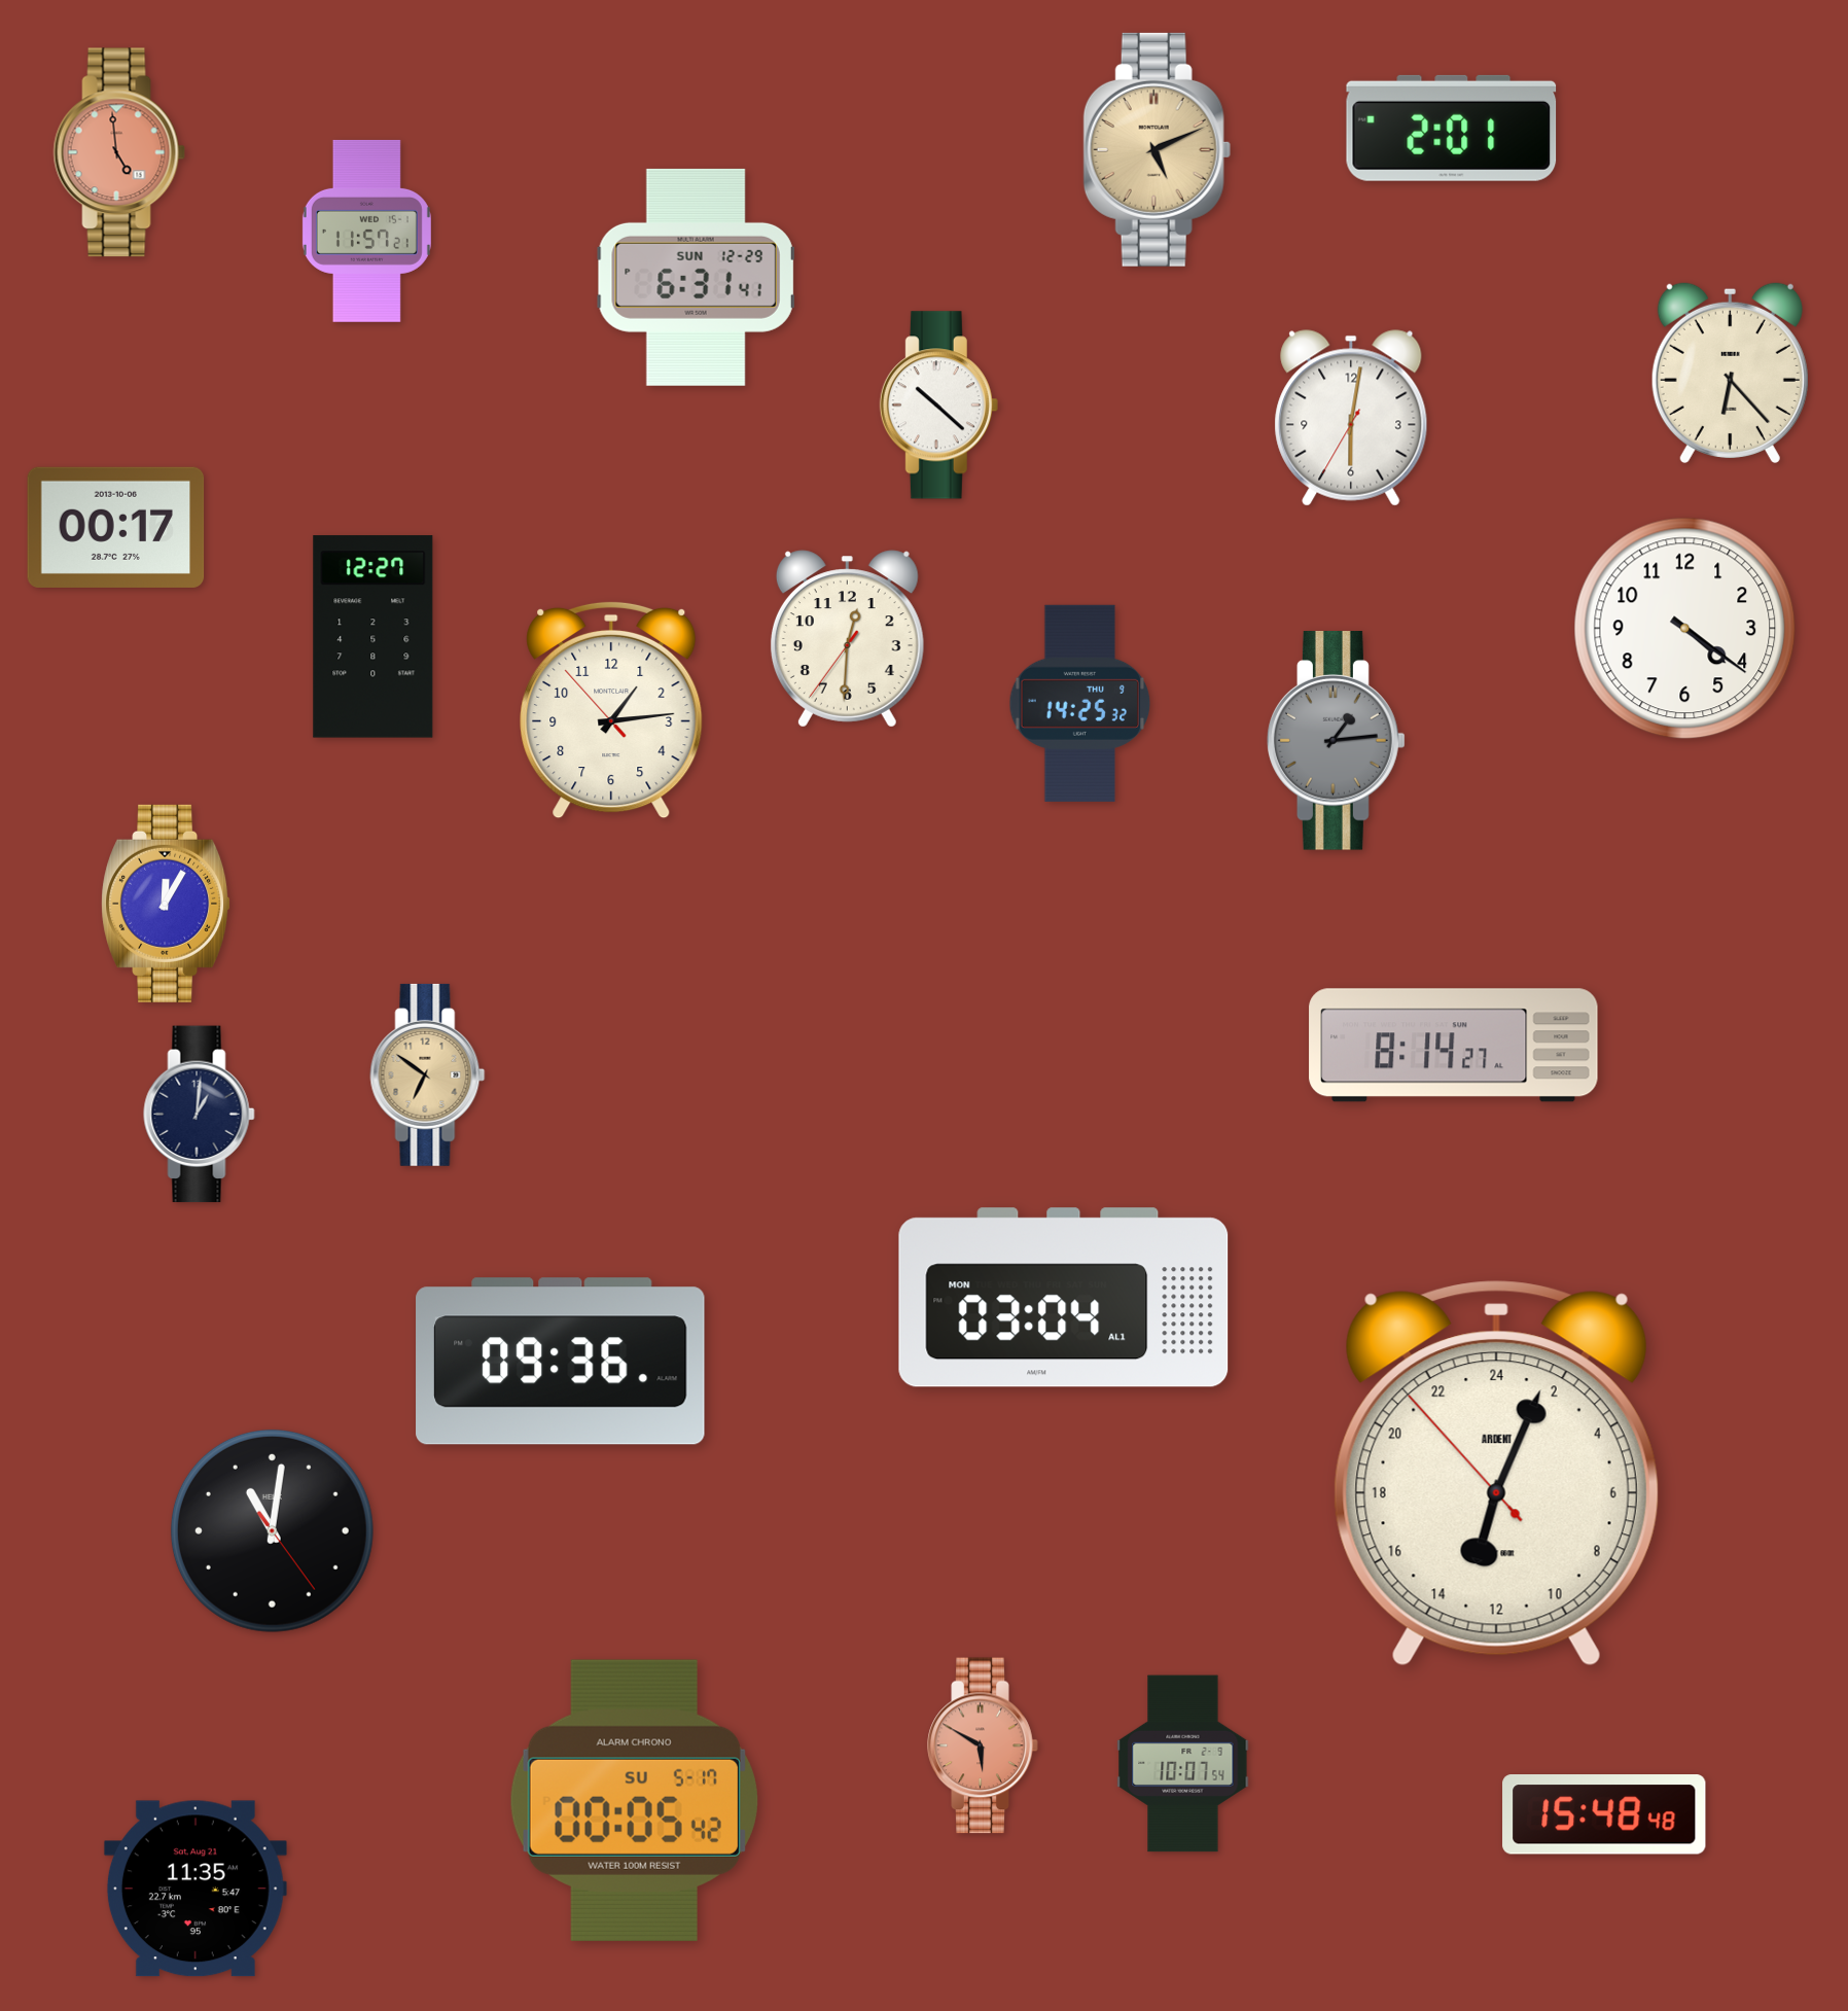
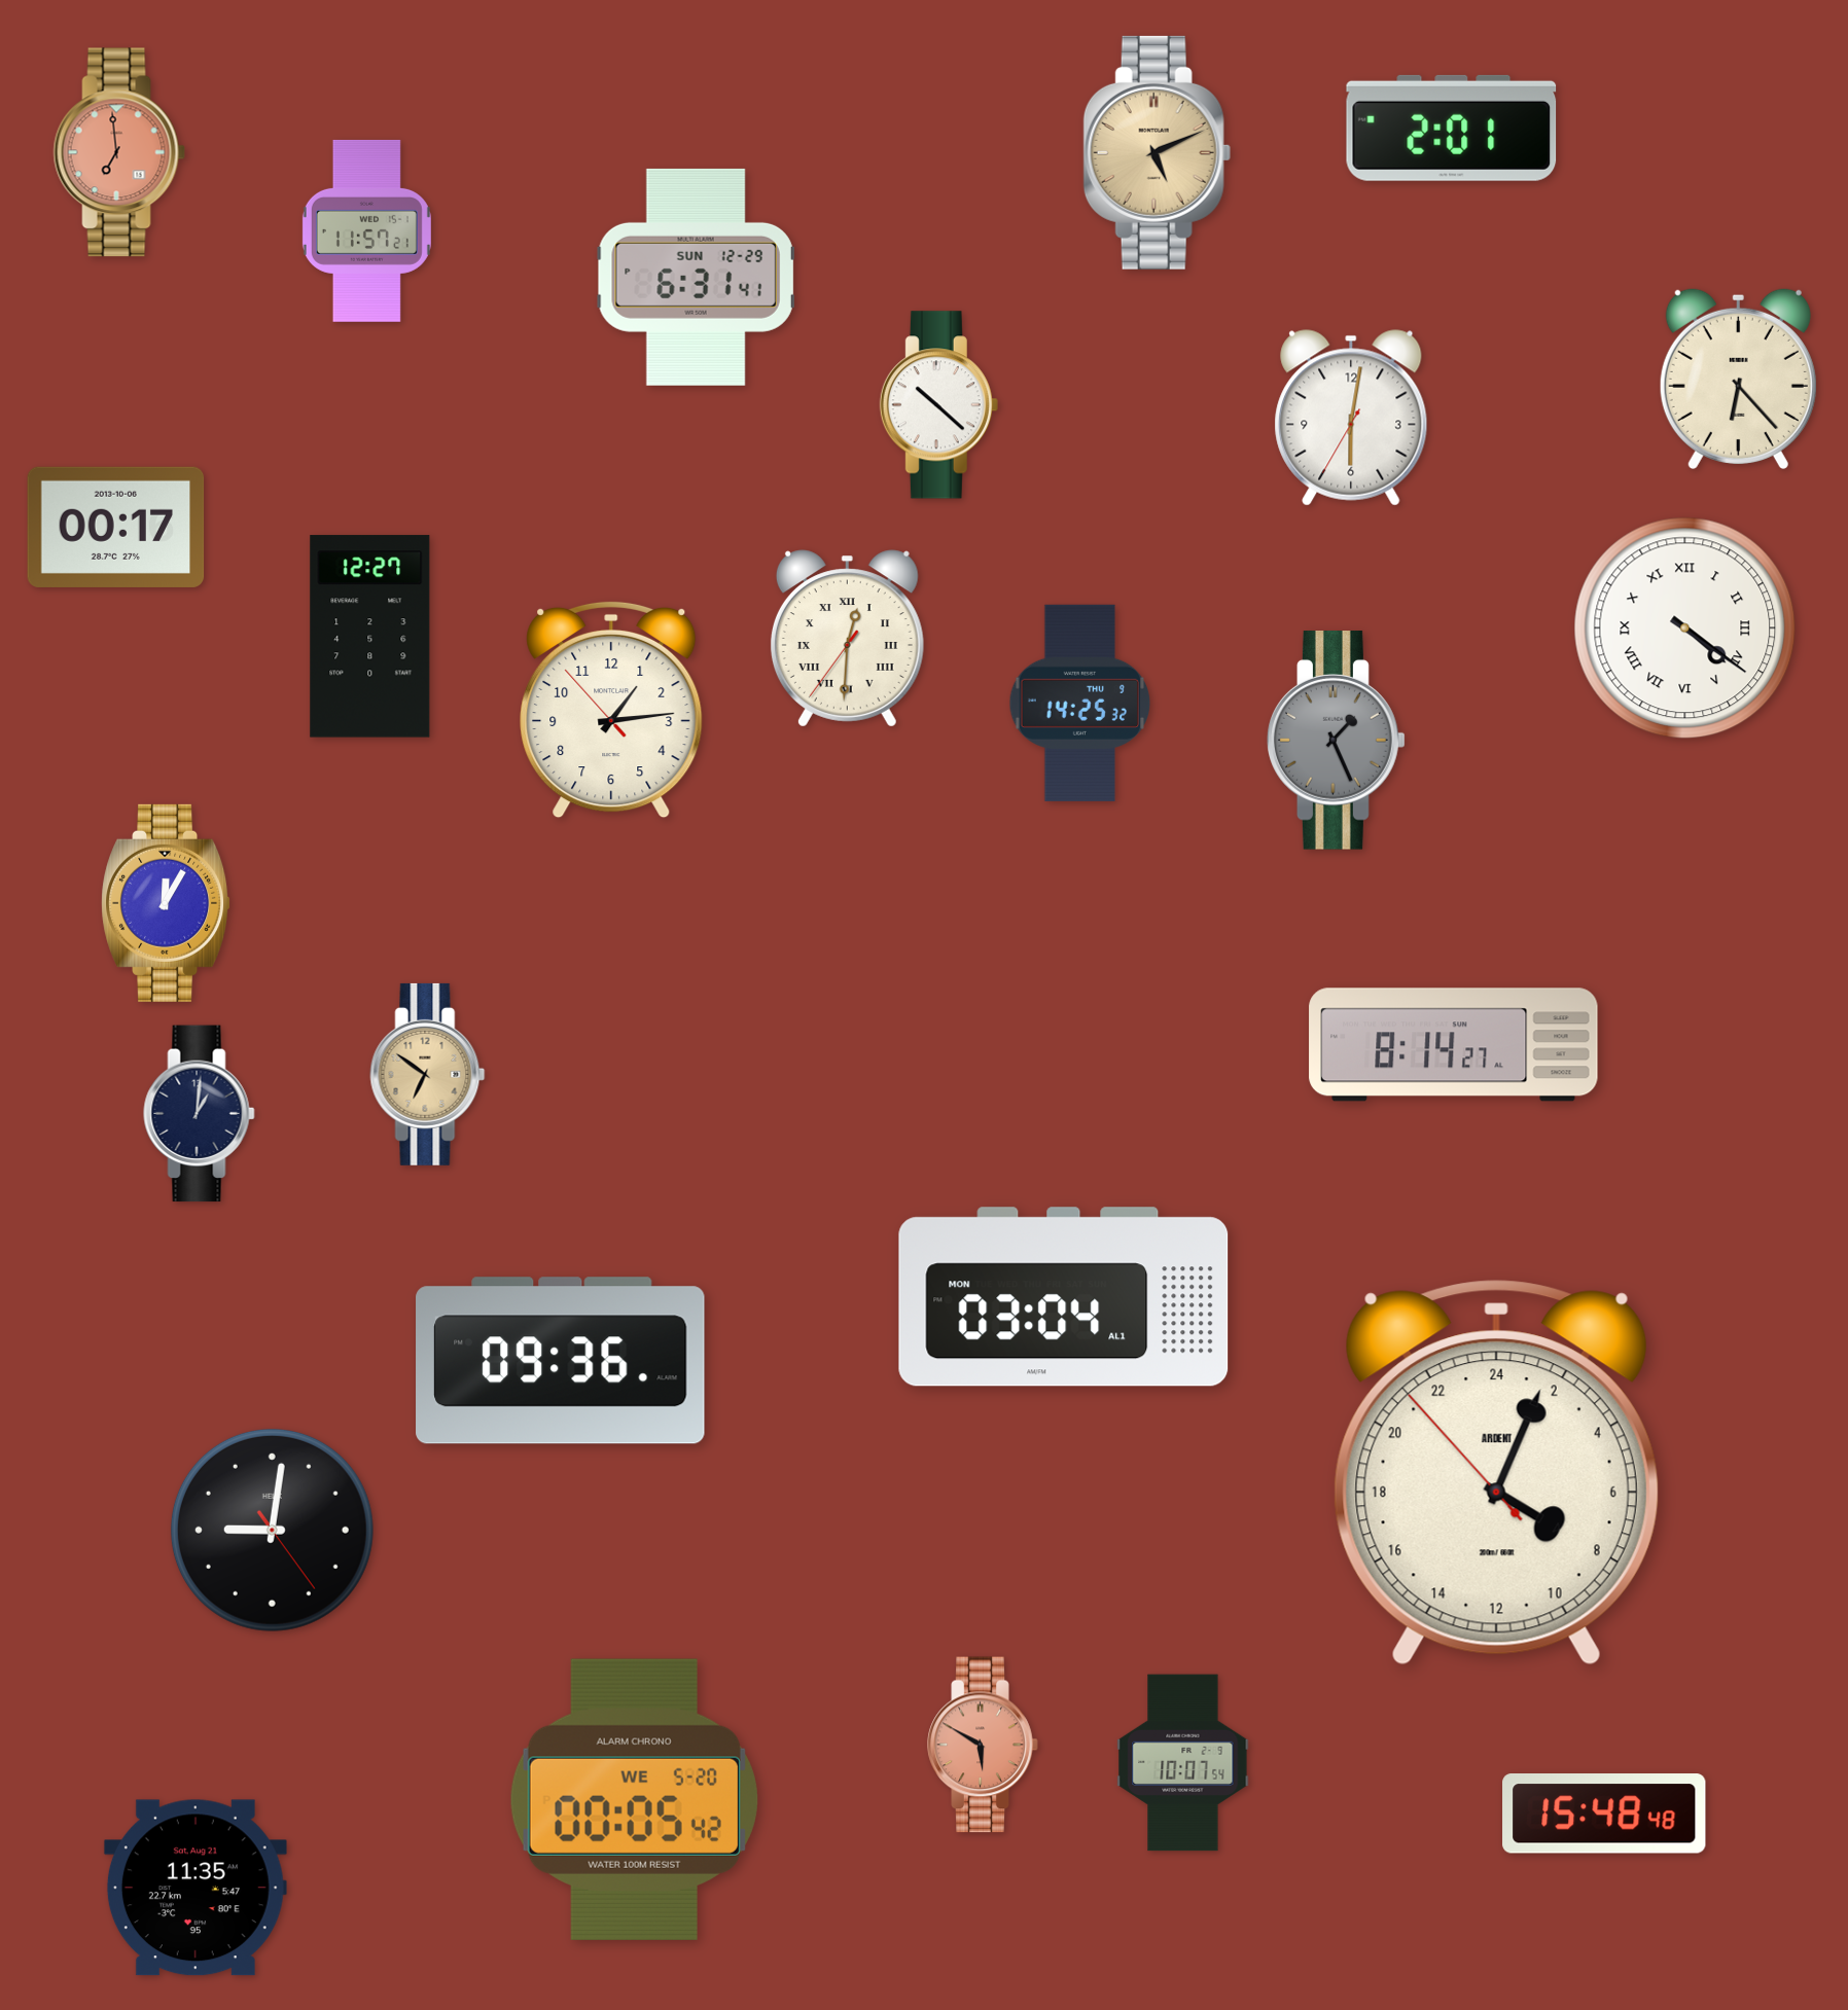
clock at (1157, 149) position: (1157, 149) -> (1157, 152)
clock at (119, 152): 4:59 -> 6:59
clock at (1730, 373) position: (1730, 373) -> (1738, 379)
clock at (1685, 629) numerals: Arabic -> Roman
clock at (374, 637) position: (374, 637) -> (370, 637)
clock at (847, 639) numerals: Arabic -> Roman
clock at (1337, 741): 1:14 -> 1:26
clock at (1496, 1474): 13:03 -> 8:03
clock at (272, 1530): 11:01 -> 9:01
clock at (634, 1800) date: SU 5-17 -> WE 5-20
